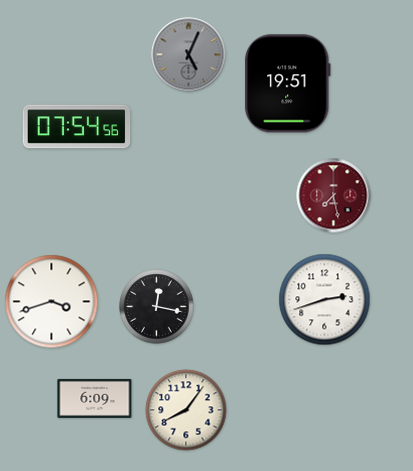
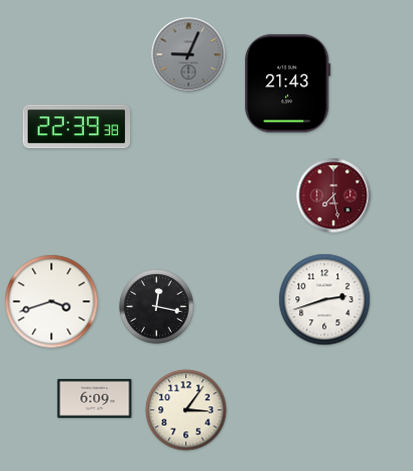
clock at (189, 55): 5:04 -> 9:04
clock at (288, 84): 19:51 -> 21:43
clock at (77, 127): 07:54 -> 22:39
clock at (186, 410): 8:06 -> 3:06
